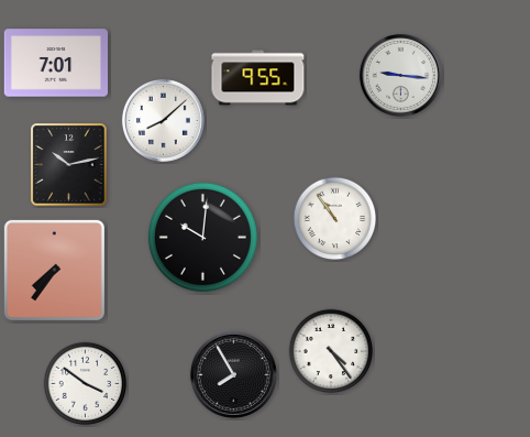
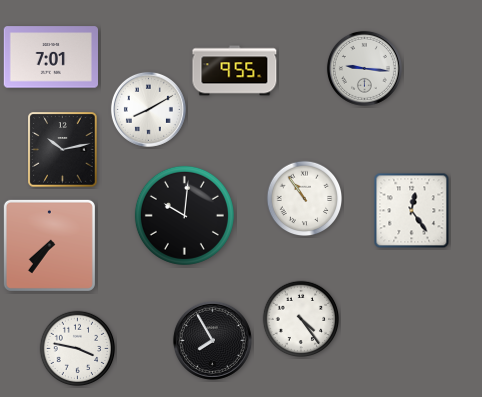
clock at (163, 120): 8:08 -> 8:10
clock at (412, 211): none -> 12:24
clock at (86, 384): 3:51 -> 3:47
